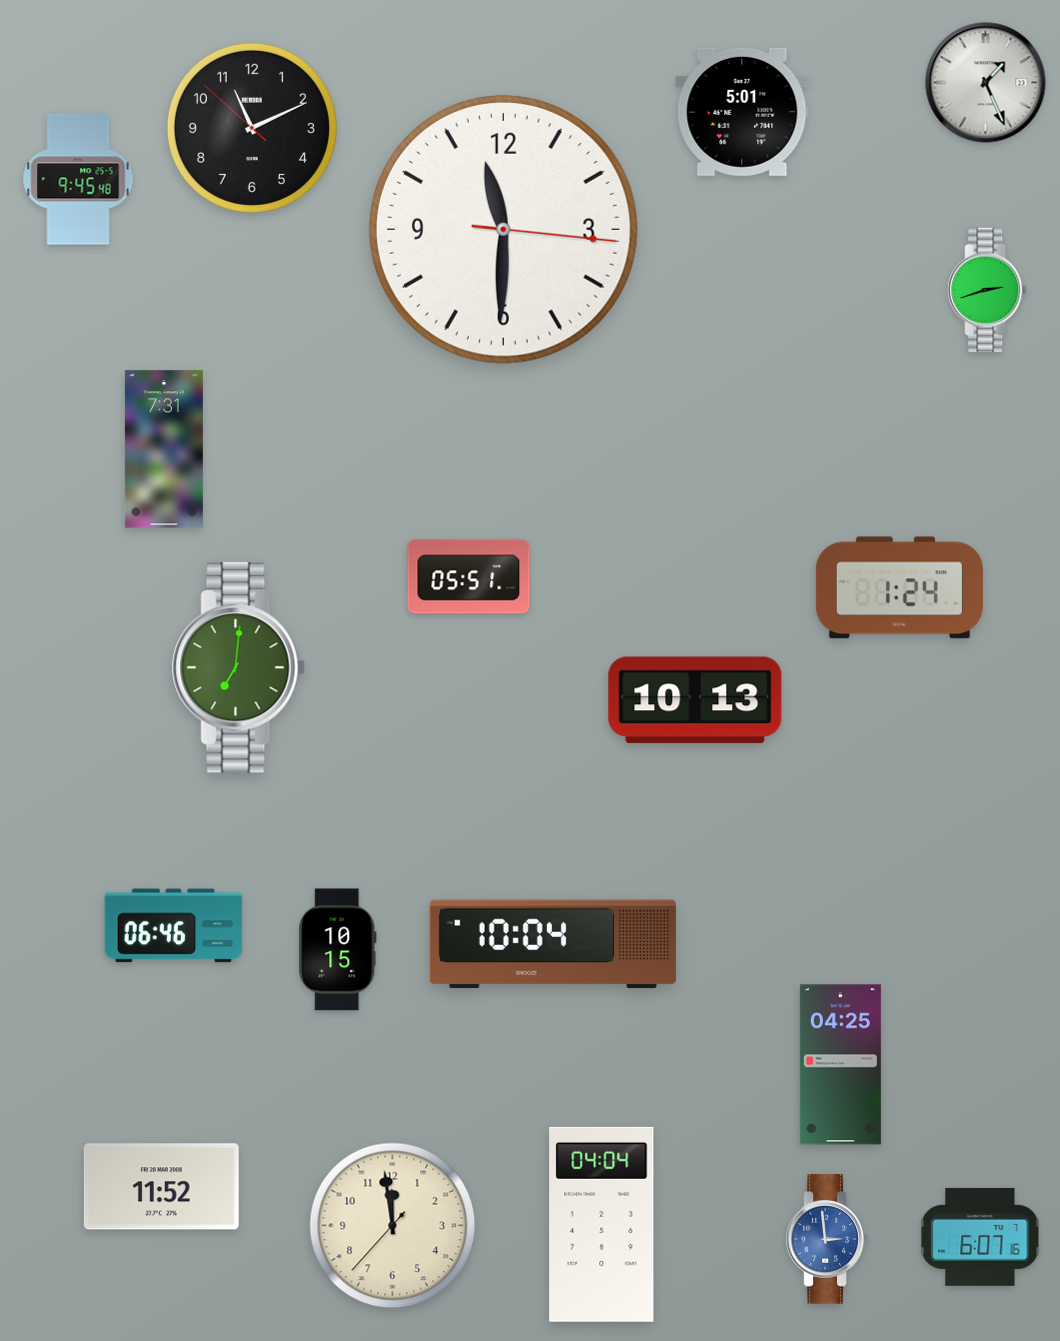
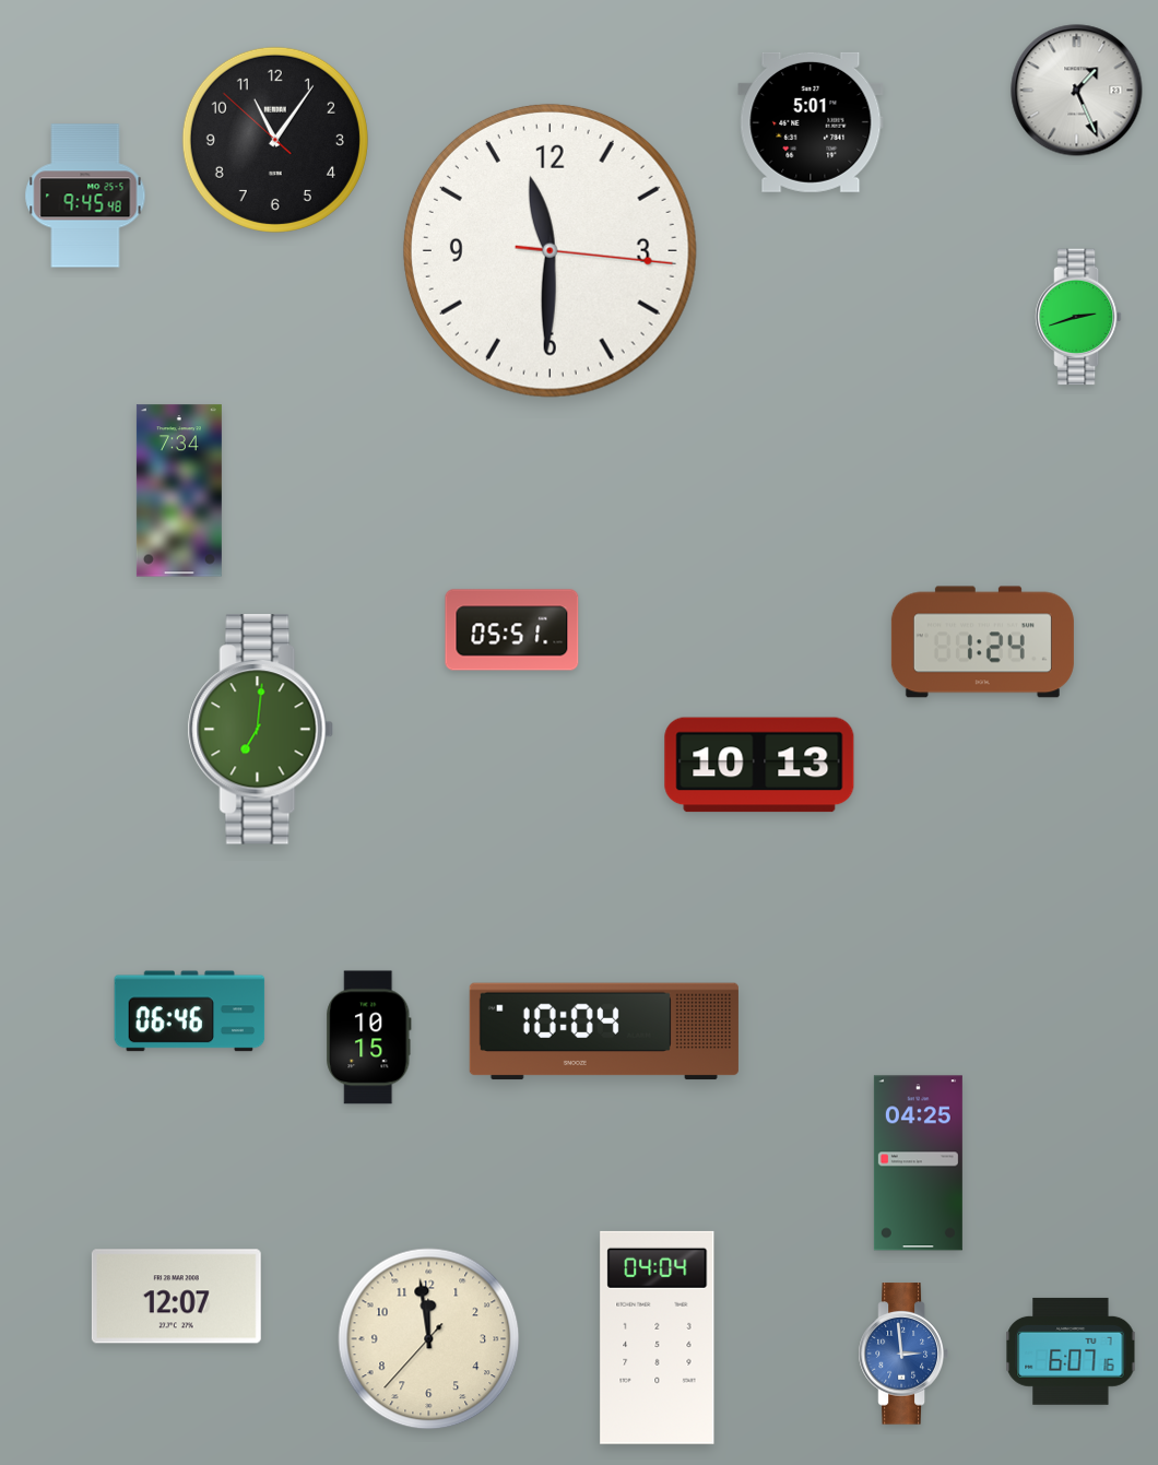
clock at (252, 128): 11:10 -> 11:05
clock at (164, 449): 7:31 -> 7:34
clock at (161, 1187): 11:52 -> 12:07
